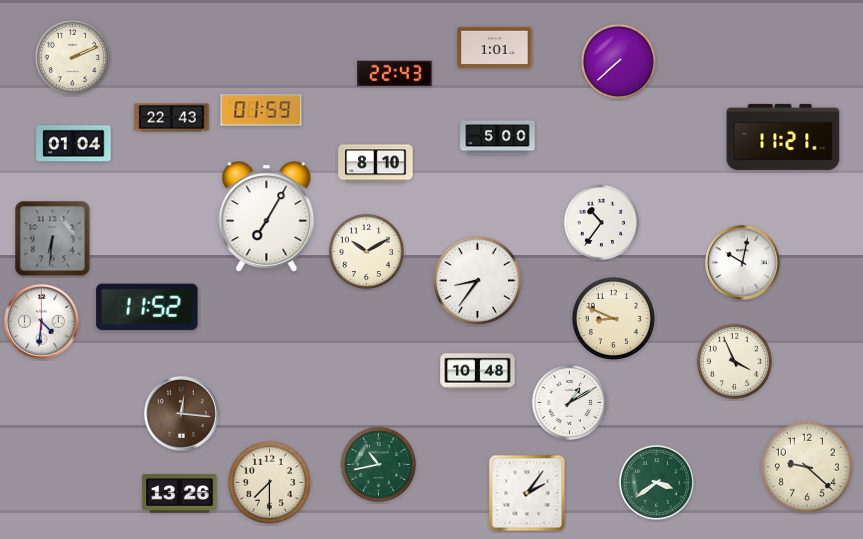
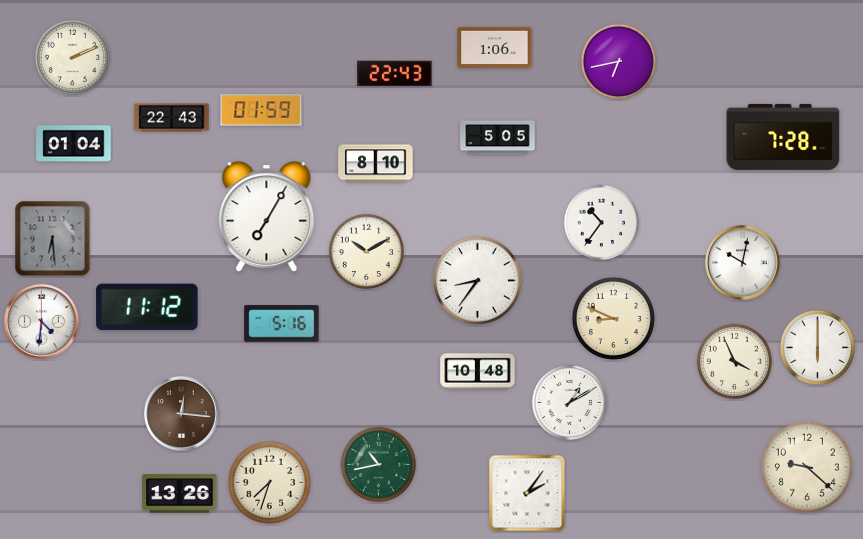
clock at (495, 47): 1:01 -> 1:06
clock at (618, 61): 7:38 -> 6:43
clock at (783, 137): 11:21 -> 7:28
clock at (498, 138): 5:00 -> 5:05
clock at (53, 239): 6:31 -> 6:29
clock at (147, 307): 11:52 -> 11:12
clock at (282, 324): none -> 5:16
clock at (817, 347): none -> 6:00
clock at (269, 482): 7:30 -> 7:33
clock at (656, 482): 3:39 -> none
